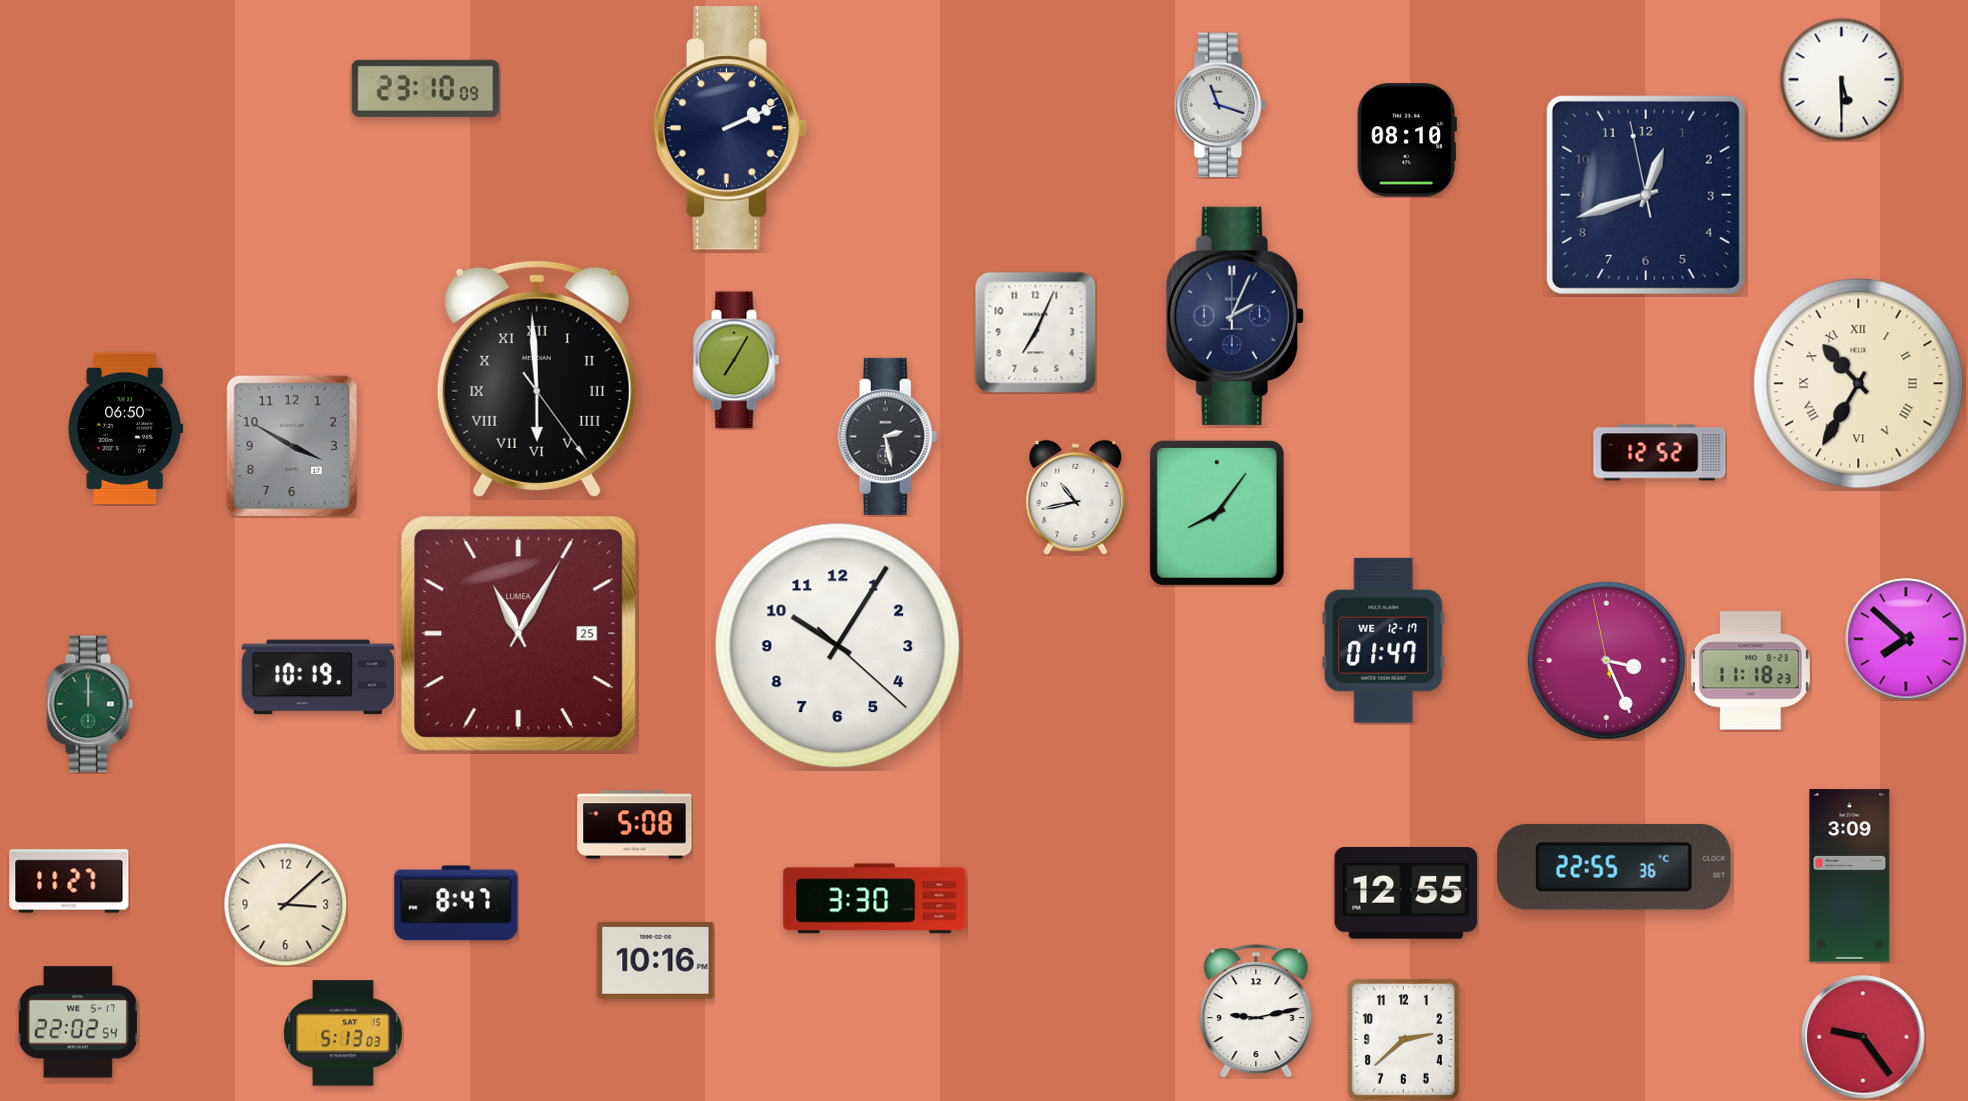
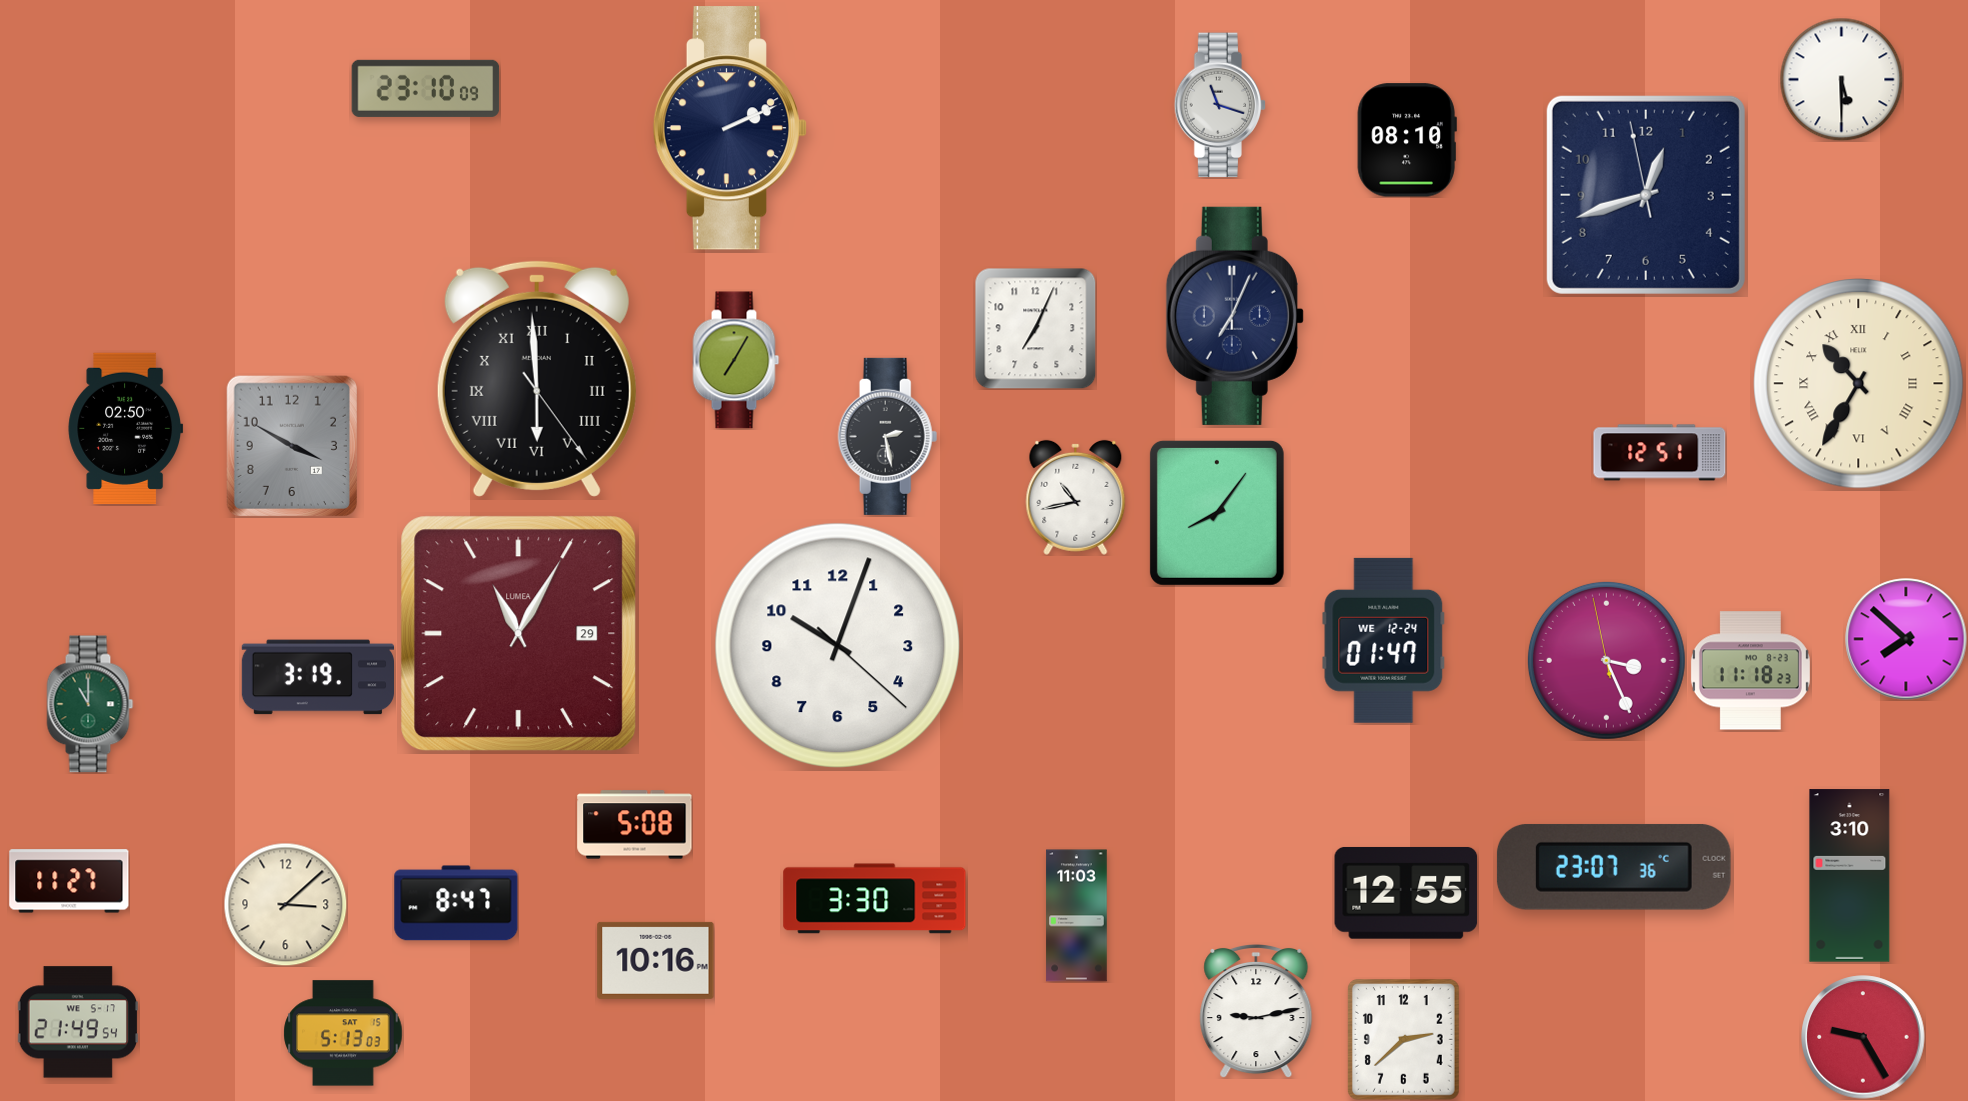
clock at (1235, 316): 2:04 -> 7:04
clock at (1035, 332) position: (1035, 332) -> (1035, 328)
clock at (126, 428): 06:50 -> 02:50
clock at (1660, 453): 12:52 -> 12:51
clock at (519, 634) date: 25 -> 29
clock at (1384, 640) date: WE 12-17 -> WE 12-24
clock at (838, 646): 10:05 -> 10:03
clock at (317, 677): 10:19 -> 3:19
clock at (90, 704): 12:00 -> 11:00
clock at (1614, 867): 22:55 -> 23:07
clock at (1850, 876): 3:09 -> 3:10
clock at (1077, 916): none -> 11:03
clock at (77, 1022): 22:02 -> 21:49
clock at (1863, 1037): 9:24 -> 9:25
